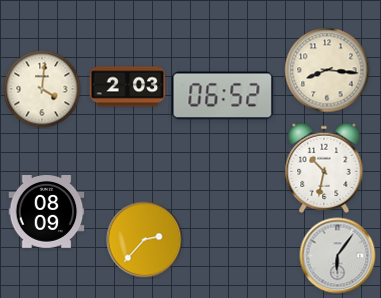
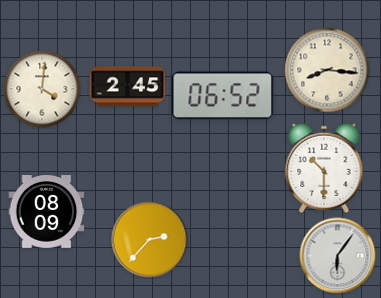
clock at (128, 87): 2:03 -> 2:45
clock at (324, 168): 10:32 -> 10:30
clock at (145, 240) position: (145, 240) -> (150, 240)
